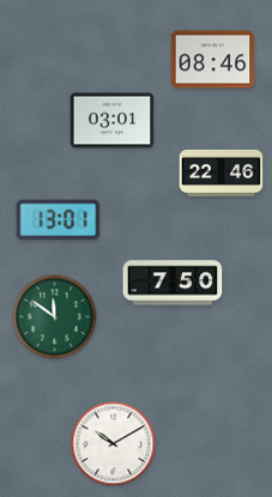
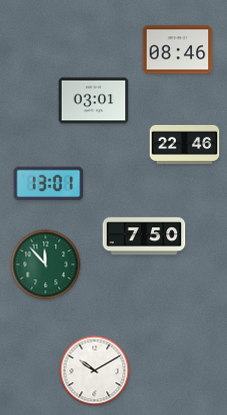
clock at (55, 317): 11:51 -> 11:53
